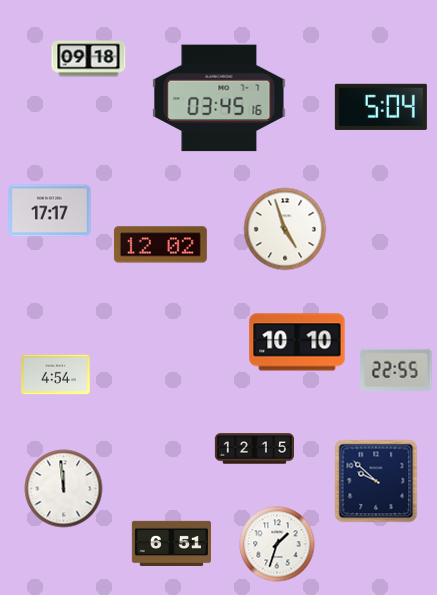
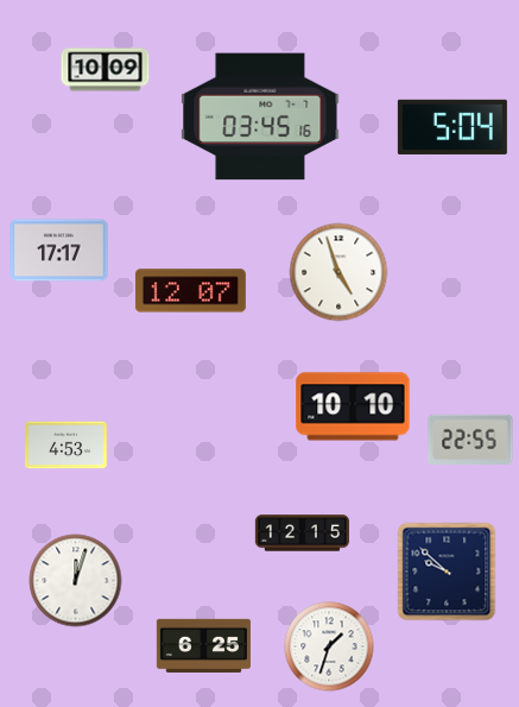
clock at (89, 59): 09:18 -> 10:09
clock at (160, 245): 12:02 -> 12:07
clock at (56, 375): 4:54 -> 4:53
clock at (64, 489): 11:59 -> 12:03
clock at (171, 543): 6:51 -> 6:25
